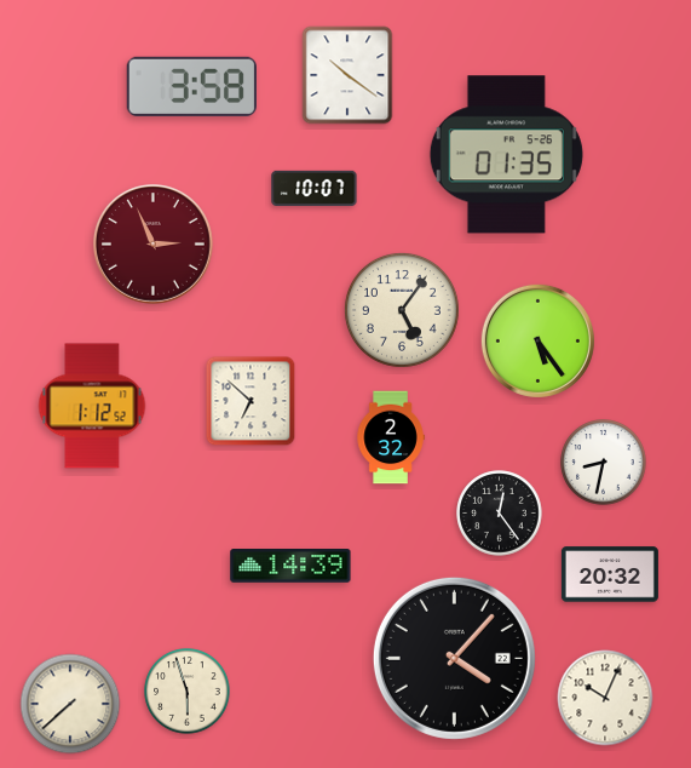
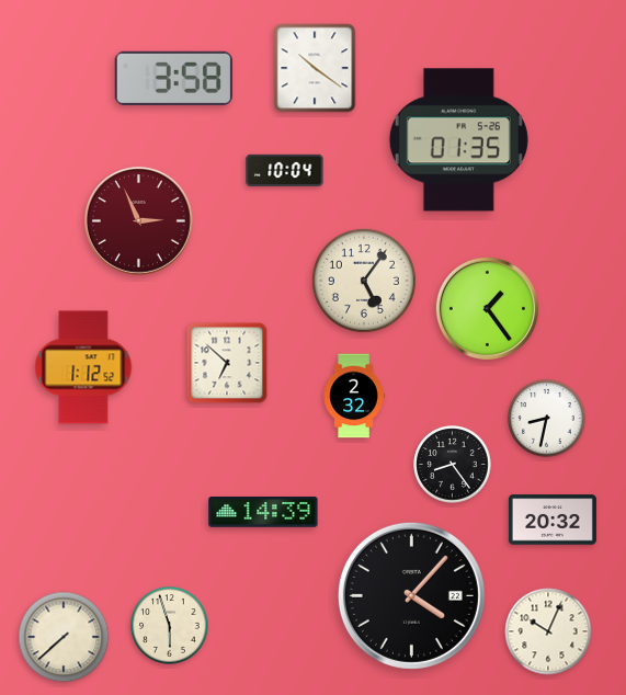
clock at (315, 188): 10:07 -> 10:04
clock at (537, 340): 5:24 -> 1:24
clock at (500, 514): 12:24 -> 8:24
